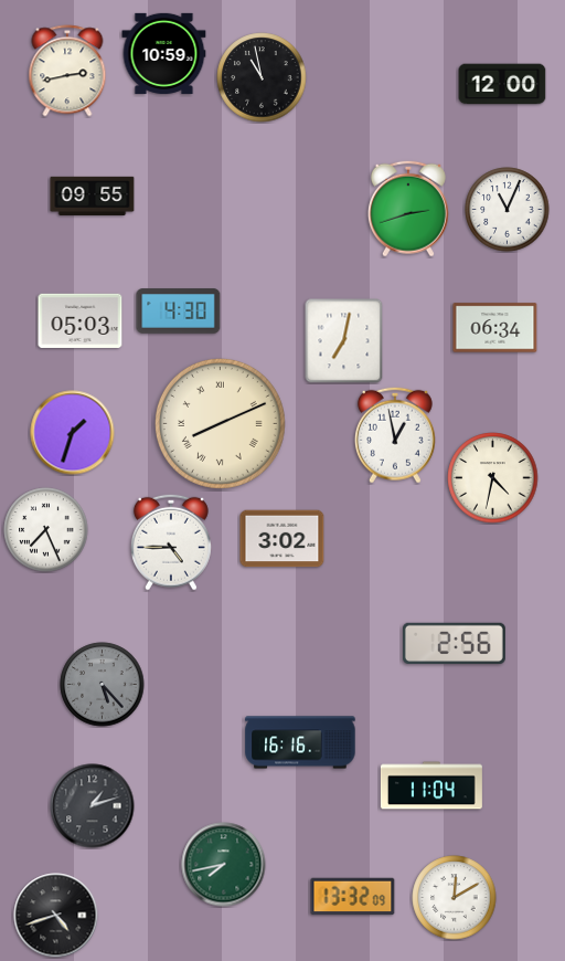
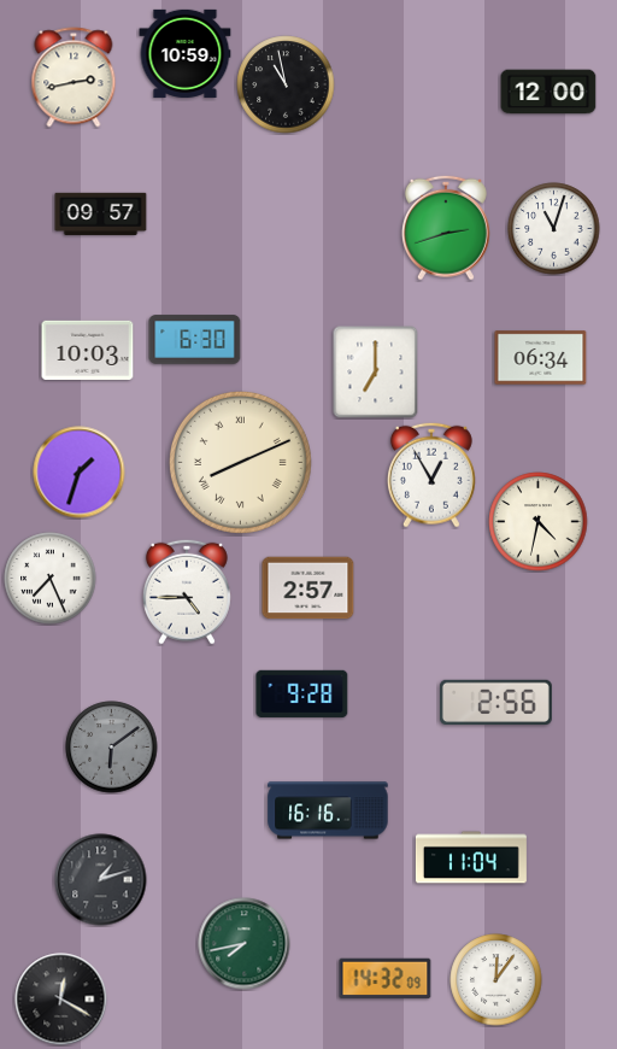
clock at (164, 53) position: (164, 53) -> (186, 53)
clock at (93, 196): 09:55 -> 09:57
clock at (508, 210): 11:04 -> 11:03
clock at (179, 311): 4:30 -> 6:30
clock at (81, 320): 05:03 -> 10:03
clock at (344, 340): 7:02 -> 7:00
clock at (395, 435): 12:58 -> 12:55
clock at (282, 539): 3:02 -> 2:57
clock at (302, 693): none -> 9:28
clock at (103, 685): 5:23 -> 6:09
clock at (353, 897): 13:32 -> 14:32
clock at (455, 898): 12:10 -> 12:06
clock at (56, 916): 4:42 -> 12:20
